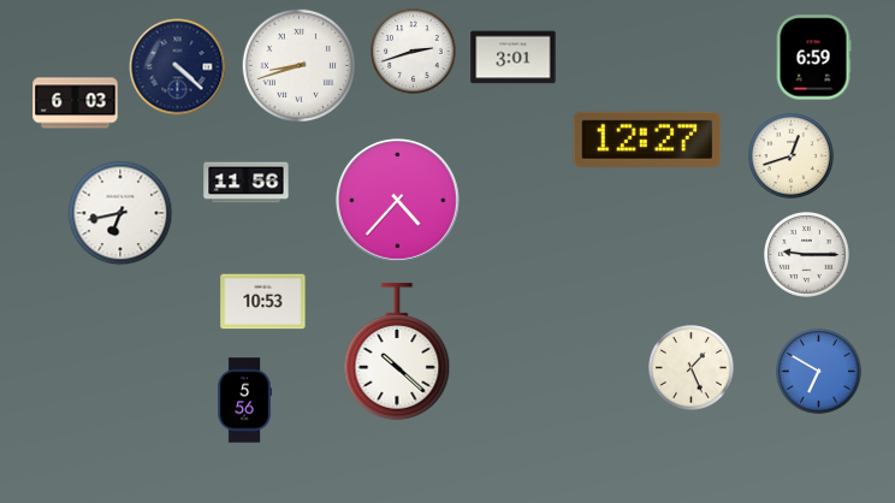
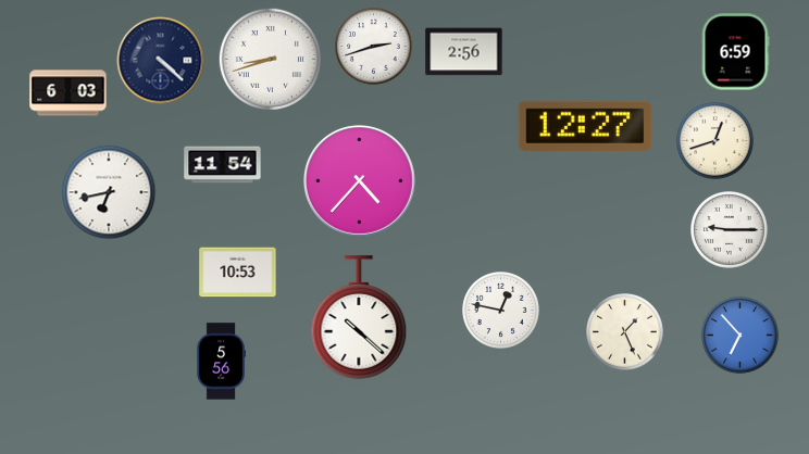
clock at (514, 58): 3:01 -> 2:56
clock at (247, 183): 11:56 -> 11:54
clock at (501, 311): none -> 12:47
clock at (819, 372): 6:50 -> 6:53
